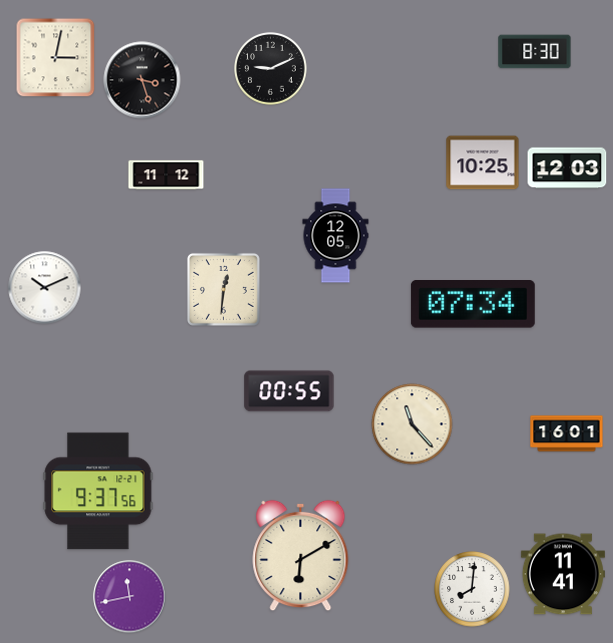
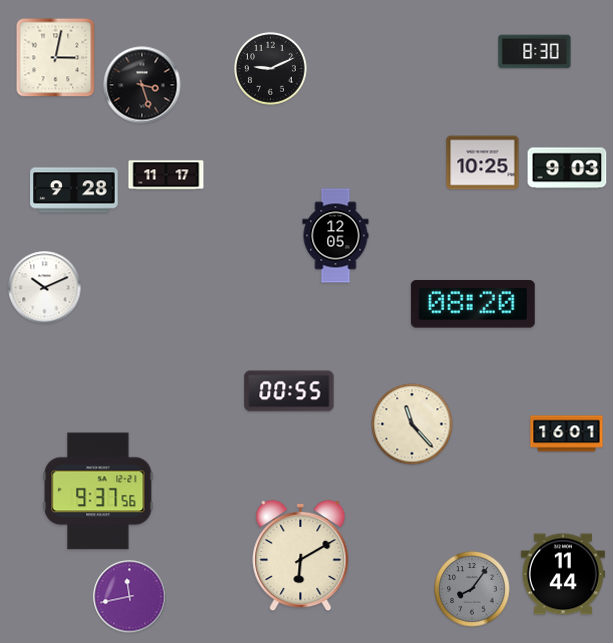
clock at (142, 80) position: (142, 80) -> (142, 85)
clock at (567, 168): 12:03 -> 9:03
clock at (166, 175): 11:12 -> 11:17
clock at (74, 190): none -> 9:28
clock at (223, 289): 12:31 -> none
clock at (473, 305): 07:34 -> 08:20
clock at (563, 574): 11:41 -> 11:44
clock at (472, 589): 8:01 -> 8:06
clock at (472, 589) dial: white -> grey
